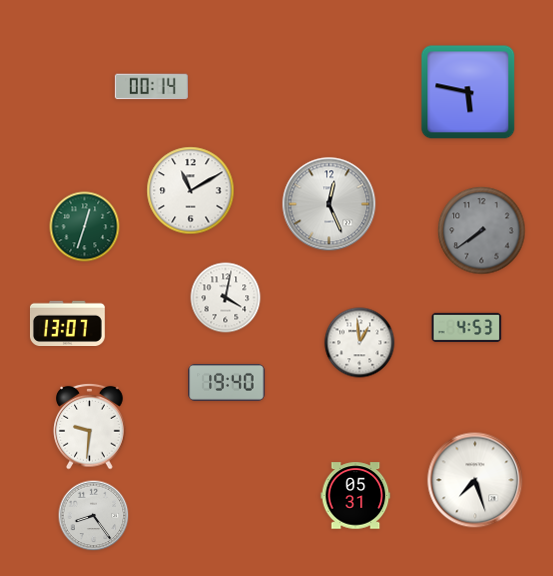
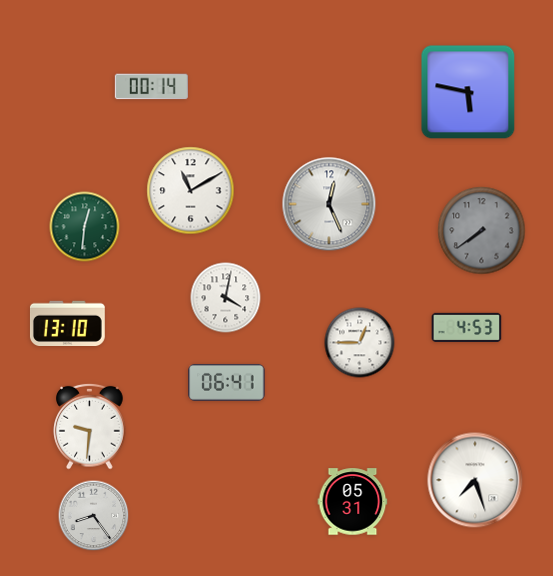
clock at (85, 227): 12:33 -> 12:31
clock at (67, 323): 13:07 -> 13:10
clock at (360, 343): 12:59 -> 12:45
clock at (227, 382): 19:40 -> 06:41
clock at (356, 496) position: (356, 496) -> (353, 502)
